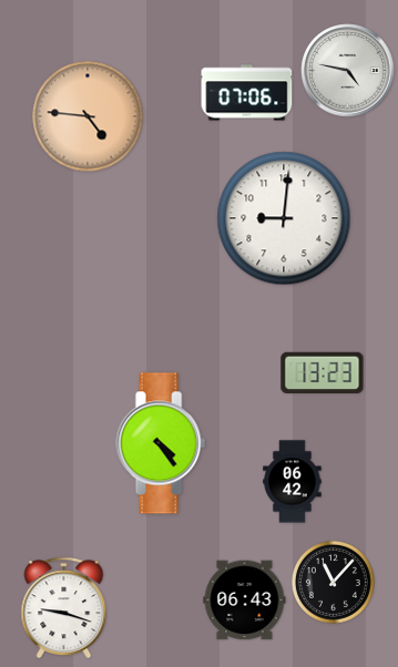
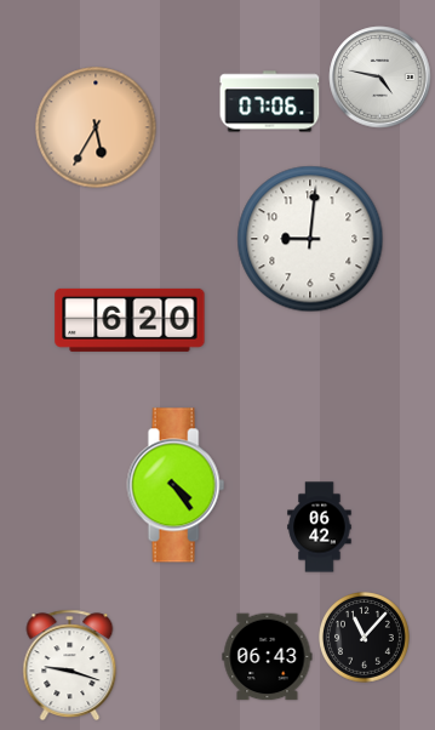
clock at (88, 116): 4:46 -> 5:35
clock at (130, 320): none -> 6:20
clock at (323, 373): 13:23 -> none
